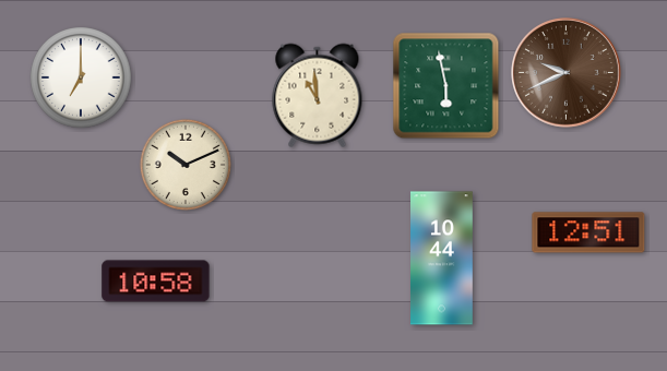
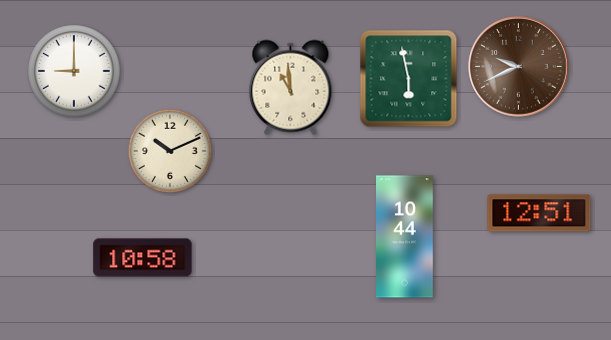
clock at (81, 77): 7:00 -> 9:00
